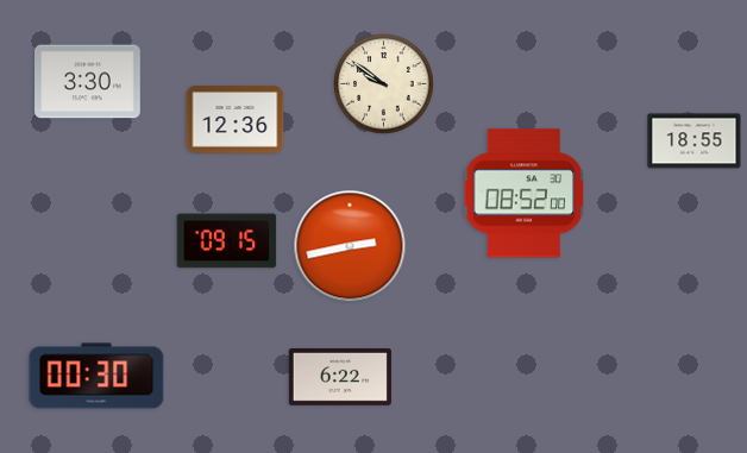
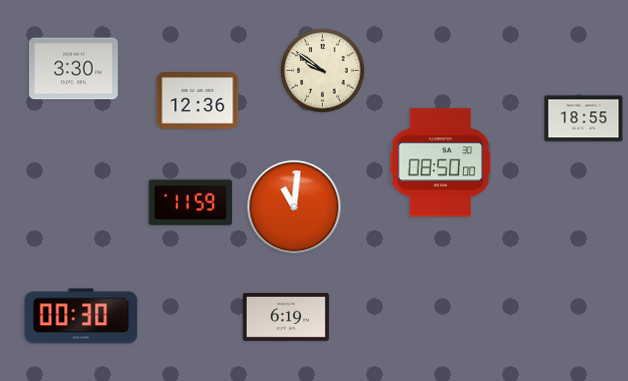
clock at (525, 194): 08:52 -> 08:50
clock at (227, 241): 09:15 -> 11:59
clock at (350, 246): 2:43 -> 11:01
clock at (340, 377): 6:22 -> 6:19
